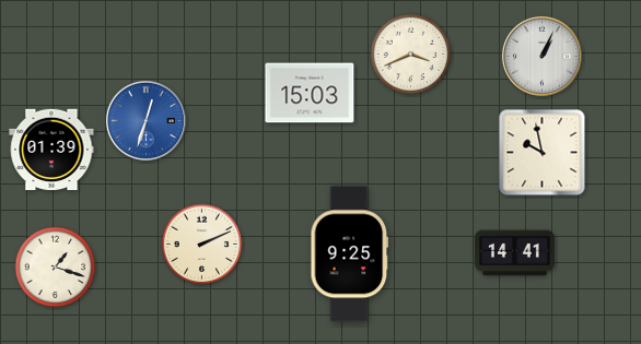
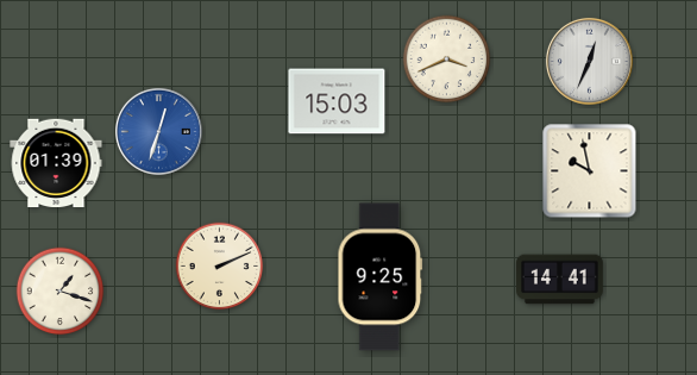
clock at (541, 56): 1:04 -> 12:34
clock at (543, 153) position: (543, 153) -> (590, 171)
clock at (515, 253) position: (515, 253) -> (560, 280)
